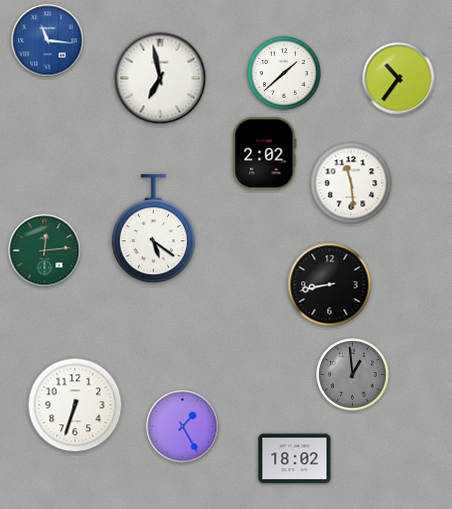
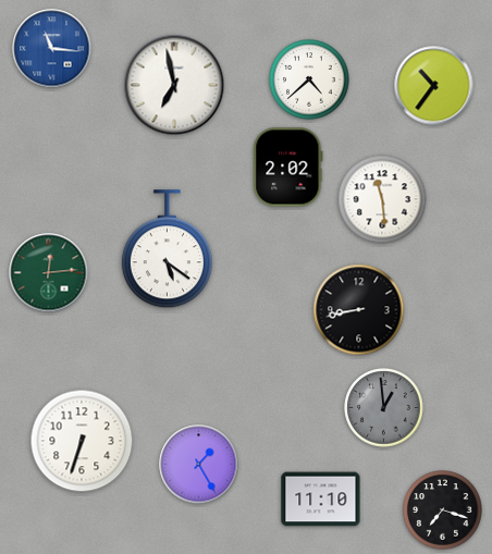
clock at (48, 41) position: (48, 41) -> (52, 49)
clock at (284, 73): 1:38 -> 4:38
clock at (295, 459): 18:02 -> 11:10
clock at (443, 510): none -> 7:18
